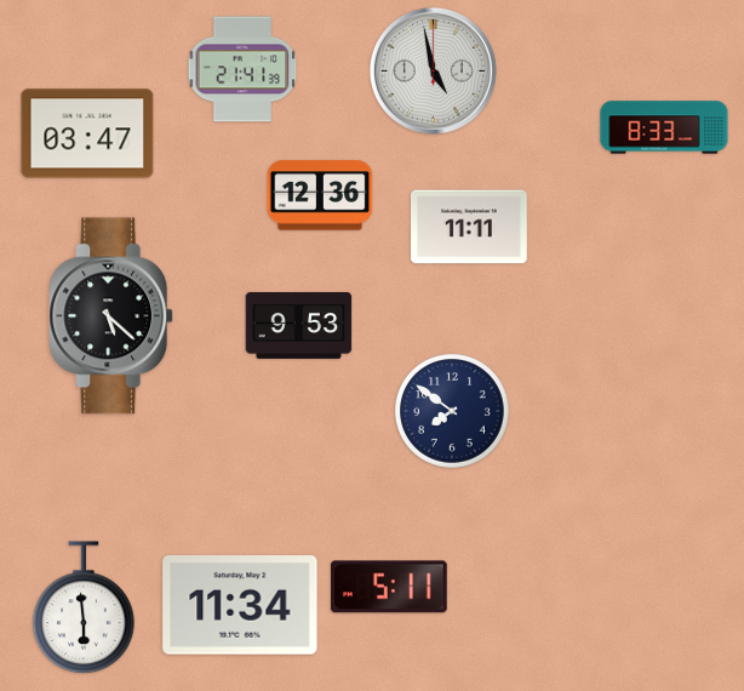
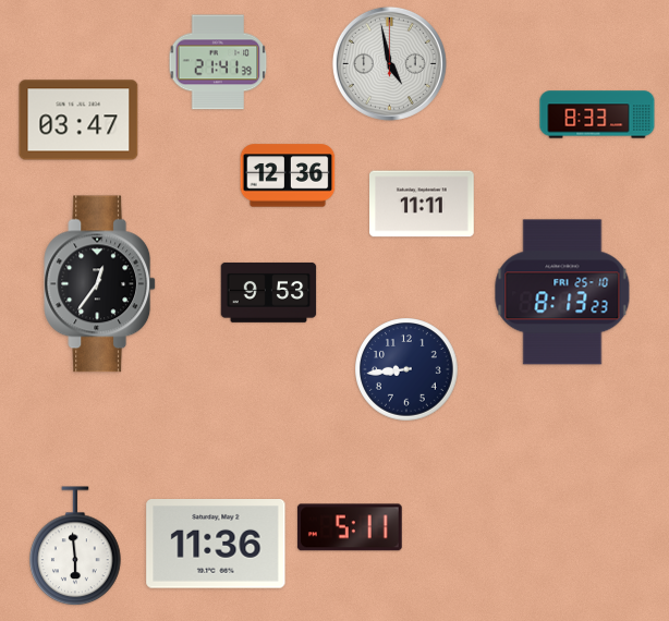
clock at (111, 316): 5:22 -> 12:36
clock at (562, 292): none -> 8:13
clock at (452, 411): 7:51 -> 8:44
clock at (240, 606): 11:34 -> 11:36
